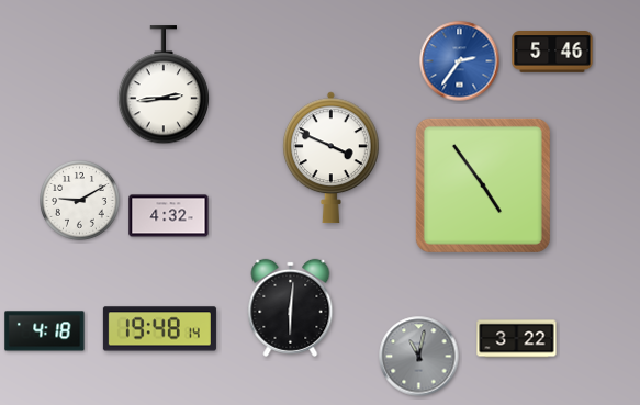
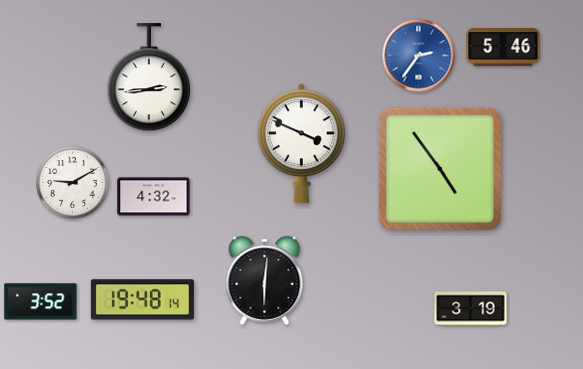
clock at (159, 329) position: (159, 329) -> (142, 300)
clock at (45, 331): 4:18 -> 3:52
clock at (517, 339): 3:22 -> 3:19
clock at (419, 357): 11:02 -> none
